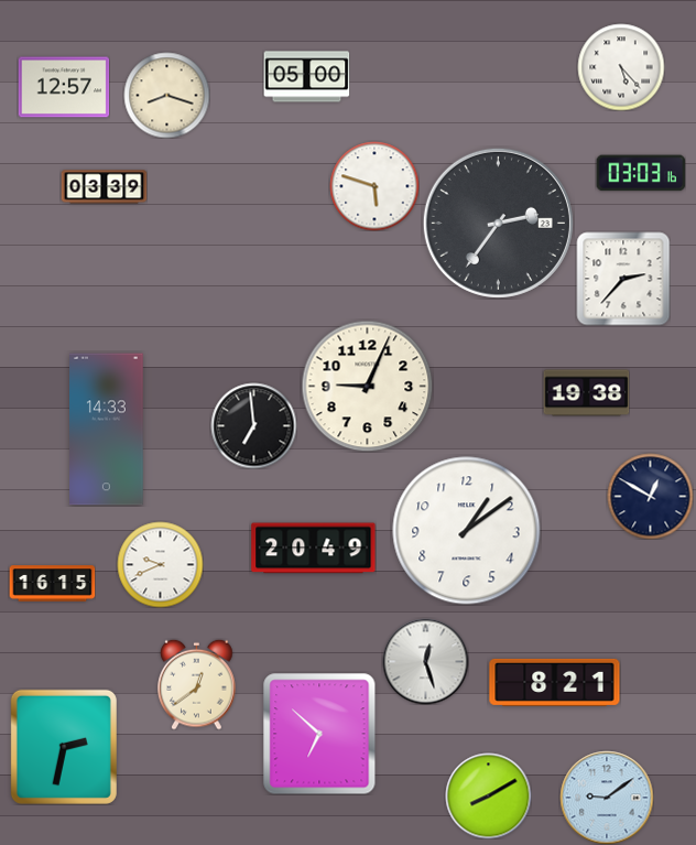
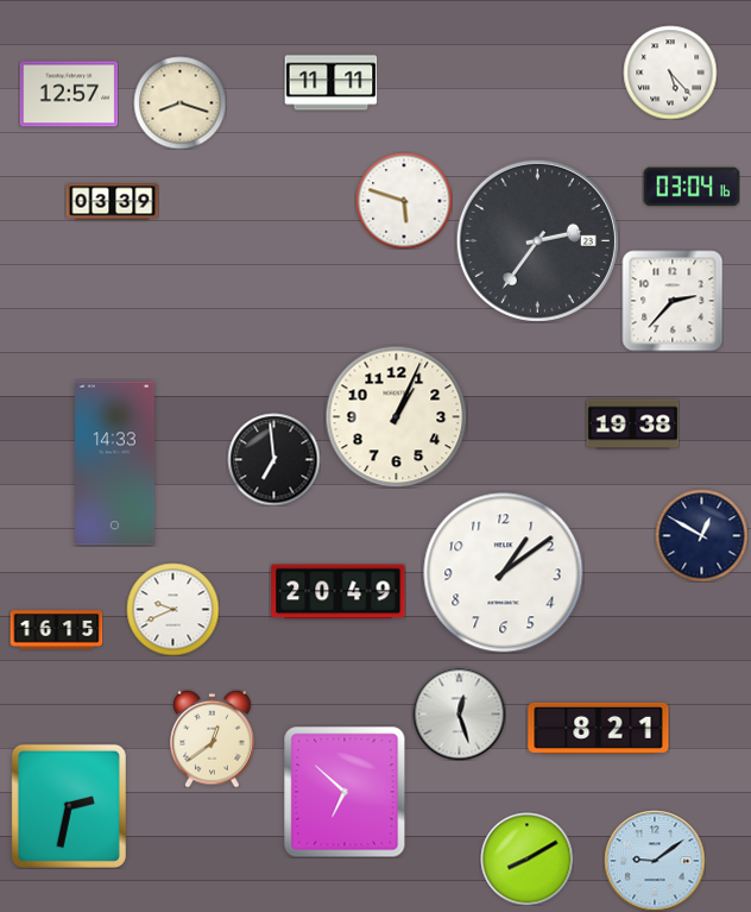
clock at (306, 77): 05:00 -> 11:11
clock at (641, 173): 03:03 -> 03:04
clock at (367, 386): 9:04 -> 1:04
clock at (555, 682) position: (555, 682) -> (599, 728)
